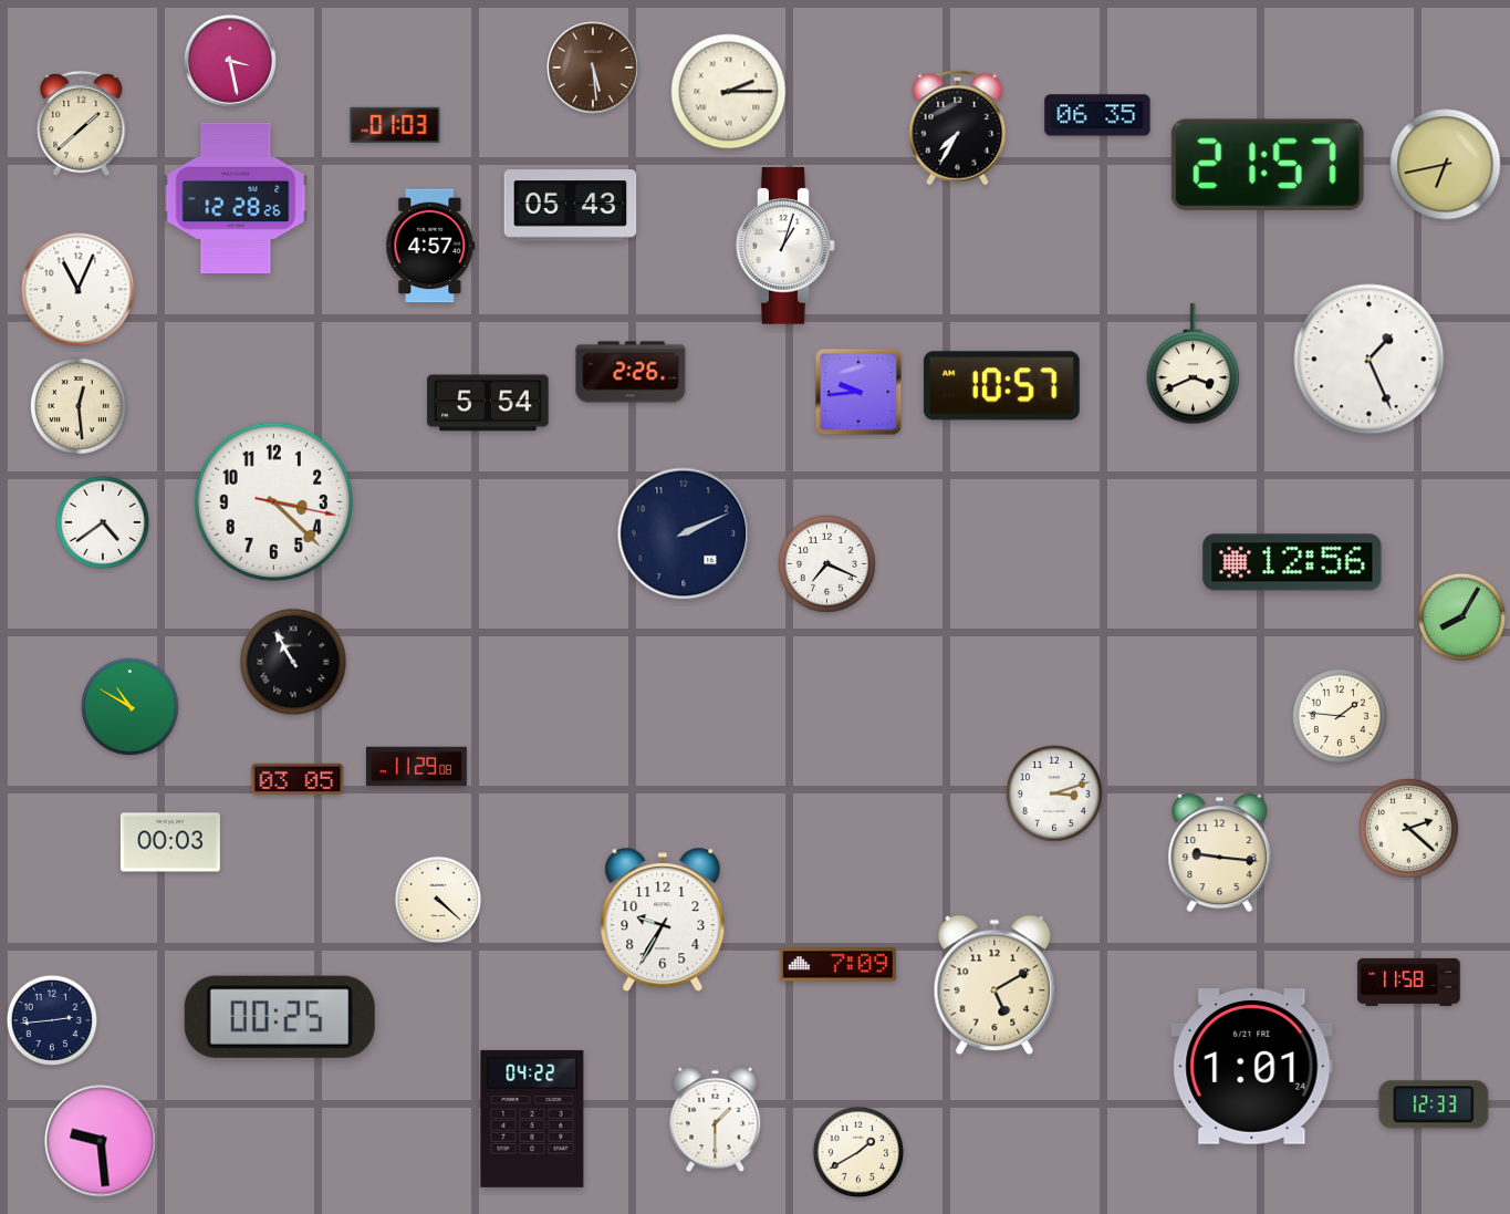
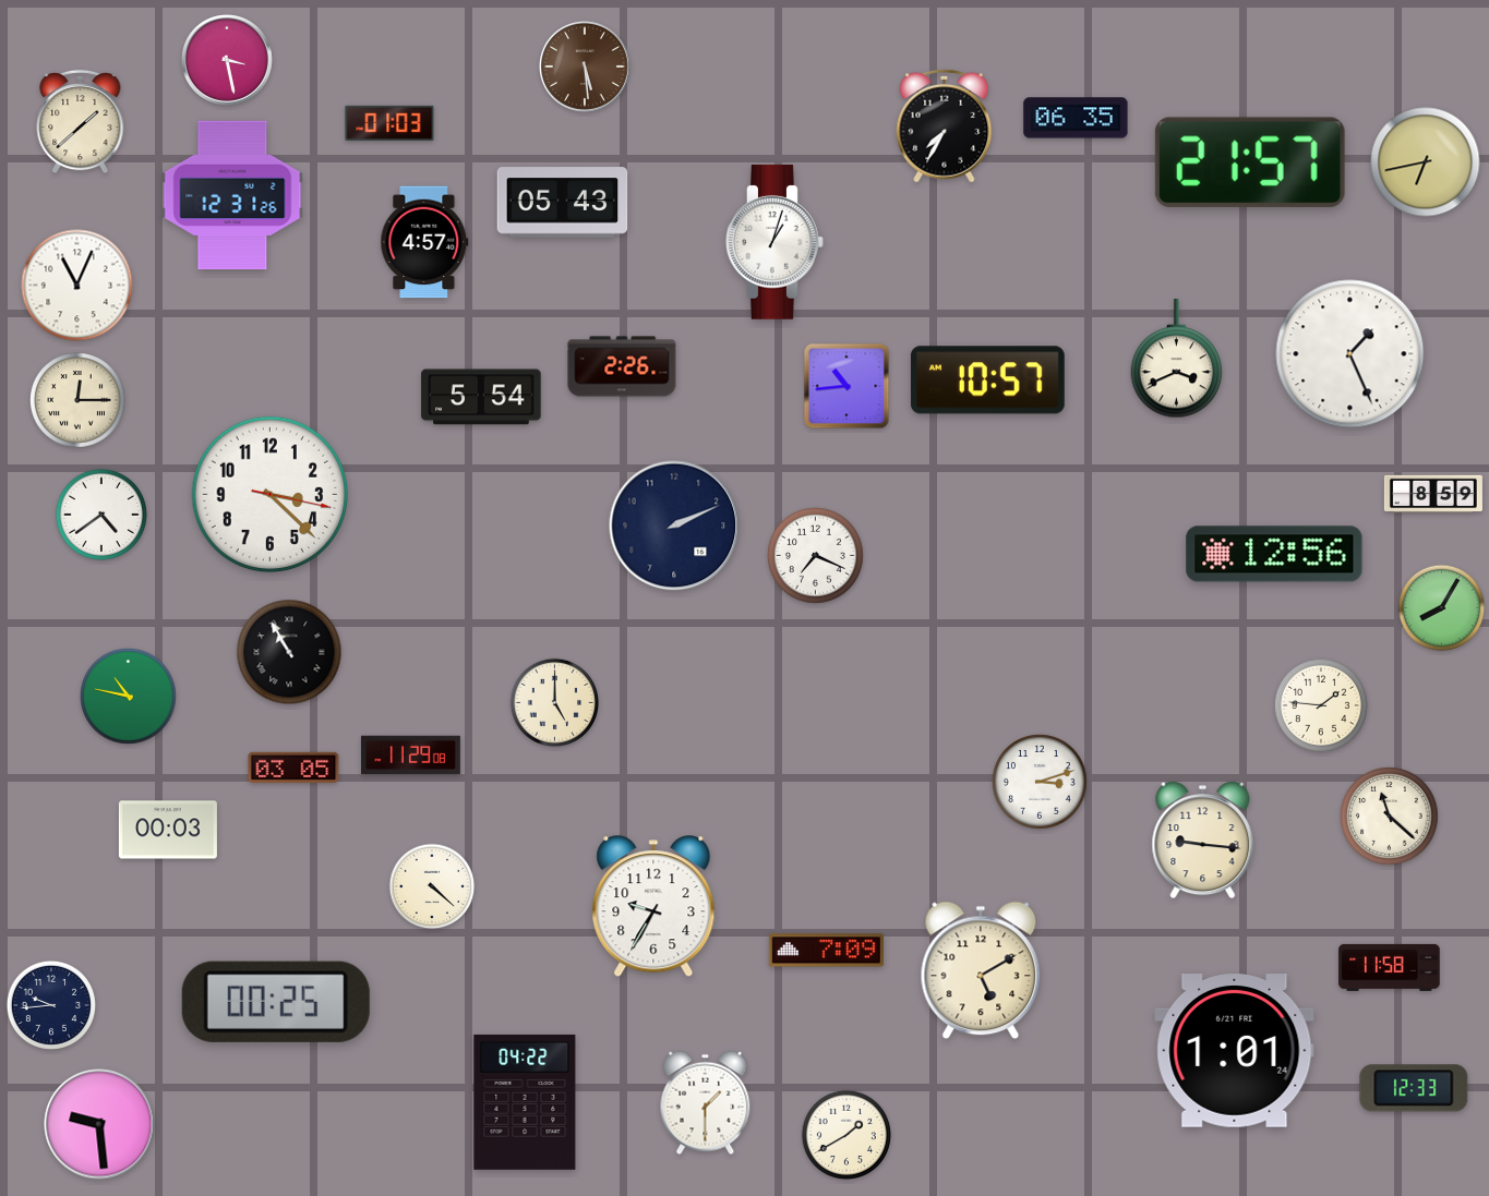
clock at (729, 92): 2:15 -> none
clock at (1097, 115) position: (1097, 115) -> (1076, 118)
clock at (236, 198): 12:28 -> 12:31
clock at (858, 392): 9:44 -> 10:44
clock at (80, 407): 12:29 -> 12:15
clock at (1433, 493): none -> 8:59
clock at (131, 707): 10:50 -> 10:47
clock at (554, 702): none -> 5:00
clock at (1409, 829): 2:22 -> 11:22
clock at (52, 1020): 2:44 -> 9:44
